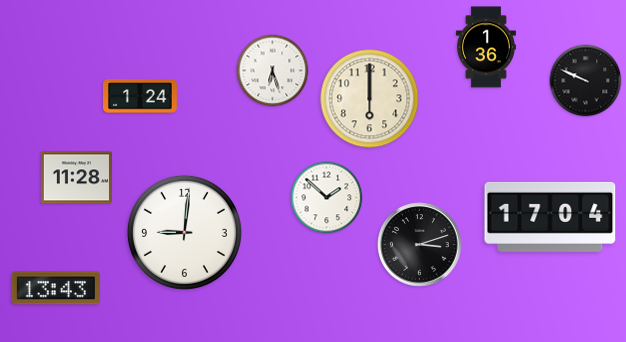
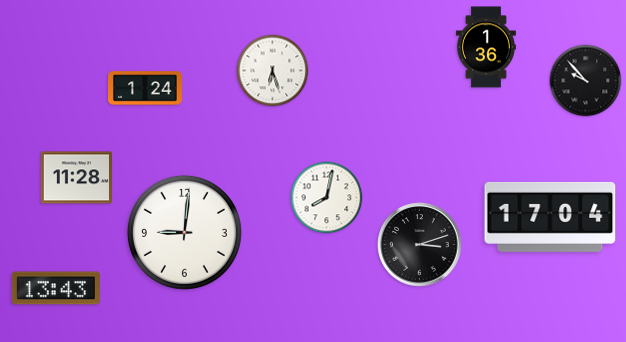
clock at (586, 81): 9:49 -> 9:53
clock at (141, 96) position: (141, 96) -> (146, 88)
clock at (370, 99): 6:00 -> none
clock at (327, 198): 1:52 -> 8:02
